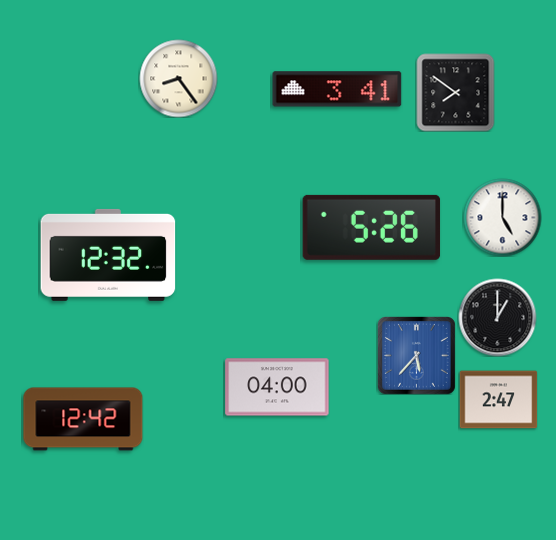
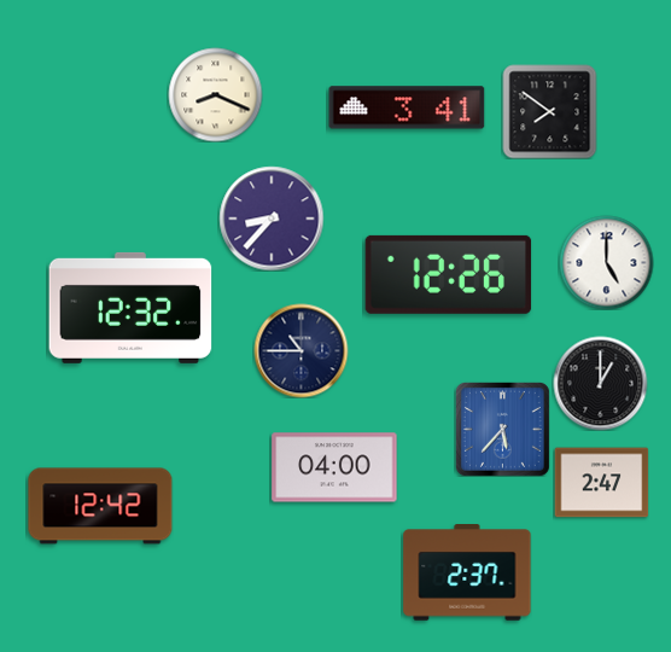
clock at (178, 78): 8:24 -> 8:19
clock at (272, 219): none -> 8:37
clock at (372, 227): 5:26 -> 12:26
clock at (301, 350): none -> 10:45
clock at (467, 574): none -> 2:37
